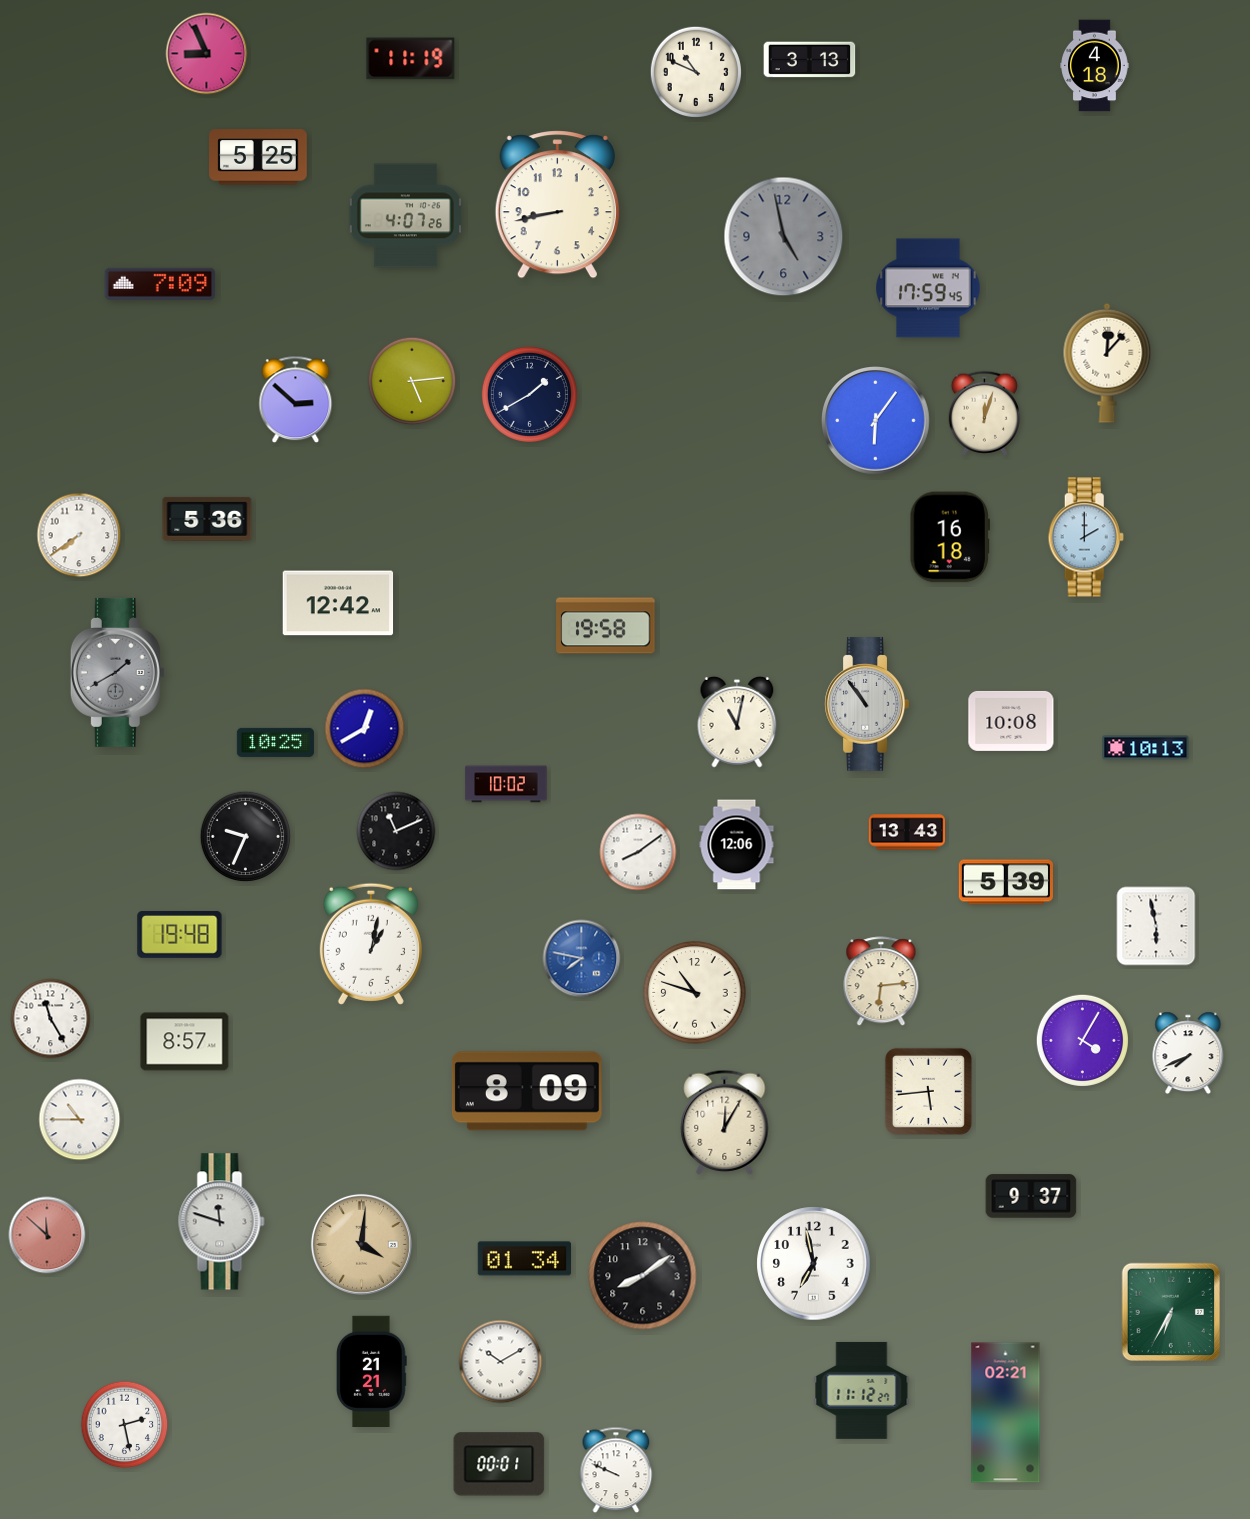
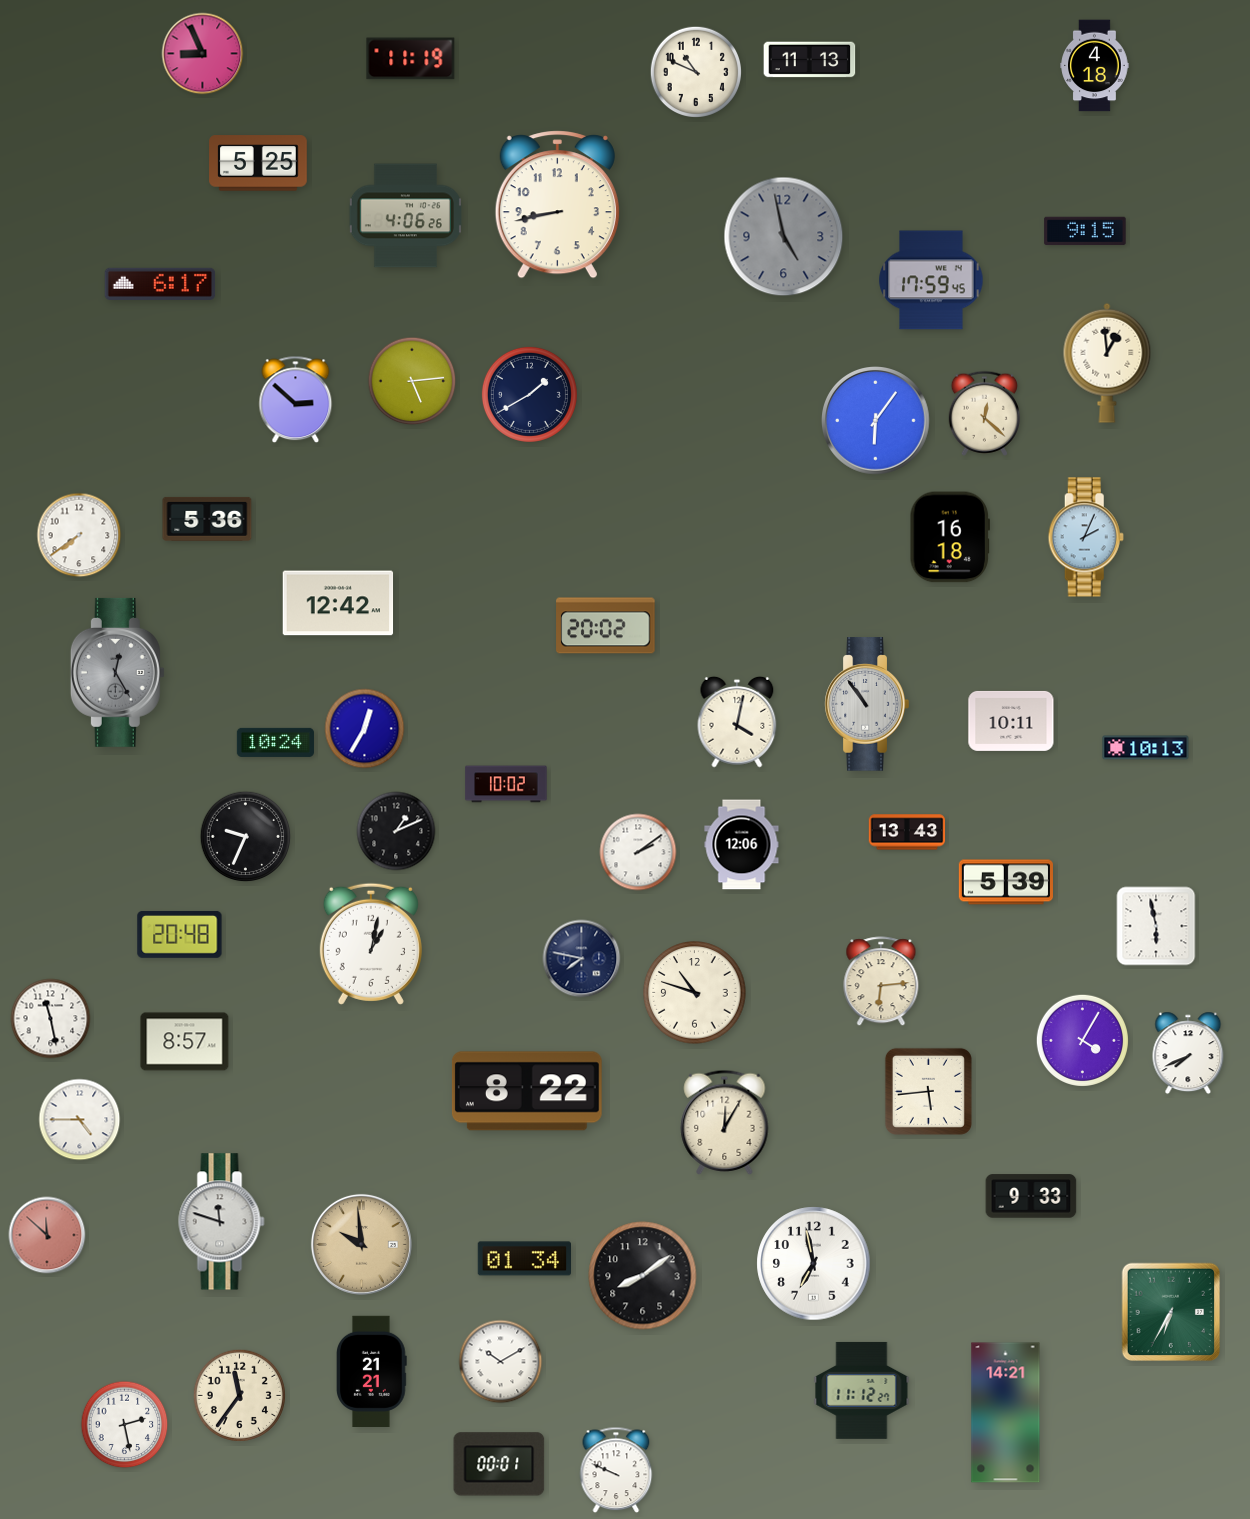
clock at (207, 54) position: (207, 54) -> (203, 54)
clock at (810, 60): 3:13 -> 11:13
clock at (258, 157) position: (258, 157) -> (258, 163)
clock at (405, 216): 4:07 -> 4:06
clock at (1085, 231): none -> 9:15
clock at (160, 284): 7:09 -> 6:17
clock at (928, 288) position: (928, 288) -> (931, 280)
clock at (1107, 363): 12:07 -> 12:59
clock at (985, 413): 12:03 -> 12:22
clock at (1086, 537): 2:00 -> 2:04
clock at (606, 626): 19:58 -> 20:02
clock at (117, 672): 1:40 -> 12:25
clock at (1011, 721): 10:08 -> 10:11
clock at (737, 722): 11:02 -> 4:02
clock at (365, 729): 12:40 -> 12:35
clock at (275, 742): 10:25 -> 10:24
clock at (396, 831): 11:11 -> 1:11
clock at (737, 845) position: (737, 845) -> (742, 845)
clock at (638, 852): 8:09 -> 2:09
clock at (180, 935): 19:48 -> 20:48
clock at (582, 959) dial: blue -> navy
clock at (51, 1019): 11:25 -> 11:28
clock at (527, 1091): 8:09 -> 8:22
clock at (80, 1120): 10:45 -> 4:45
clock at (1031, 1196): 9:37 -> 9:33
clock at (361, 1244): 4:01 -> 9:59
clock at (239, 1395): none -> 11:36
clock at (1006, 1413): 02:21 -> 14:21
